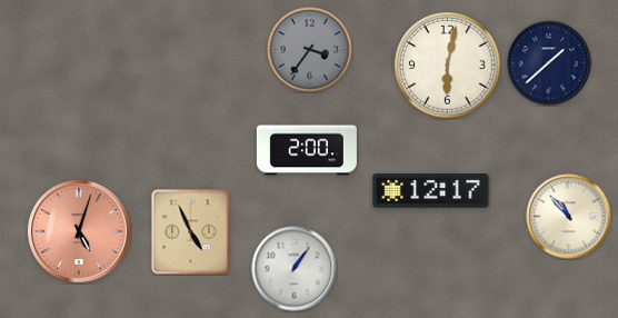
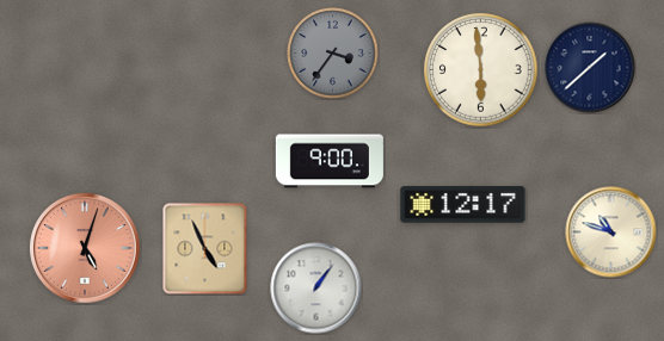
clock at (448, 66): 6:02 -> 5:59
clock at (307, 150): 2:00 -> 9:00
clock at (569, 217): 10:53 -> 10:48
